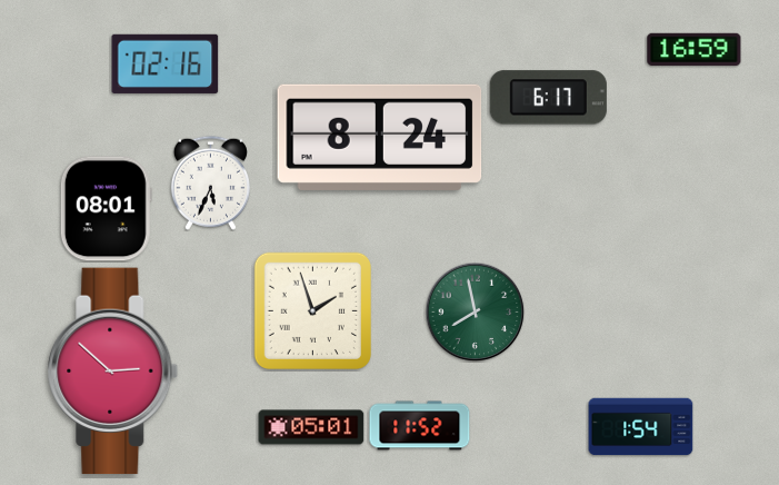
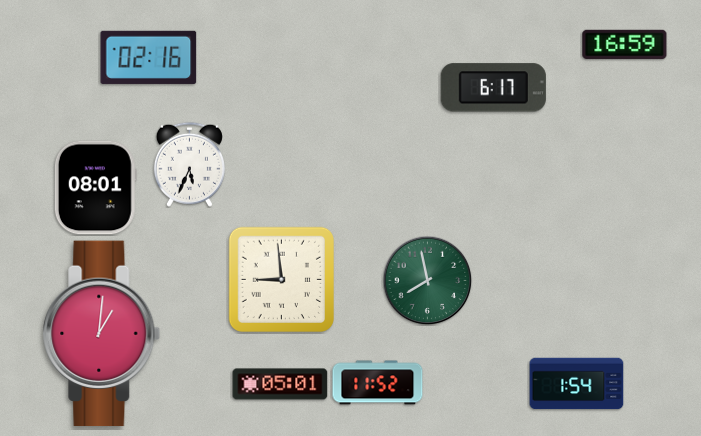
clock at (380, 137): 8:24 -> none
clock at (312, 310): 1:57 -> 8:59
clock at (113, 372): 2:52 -> 1:01
